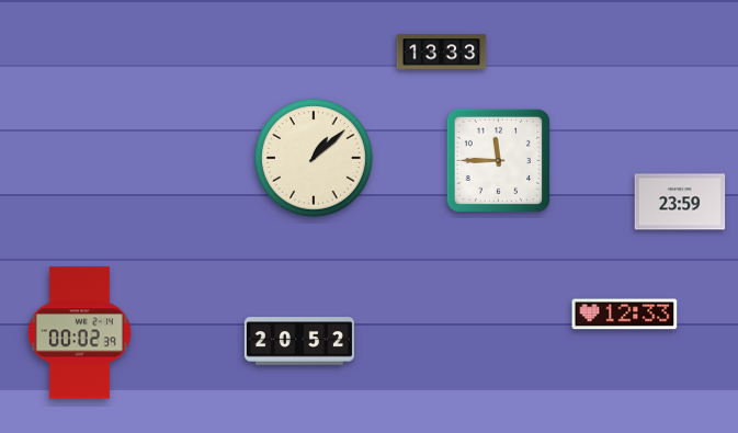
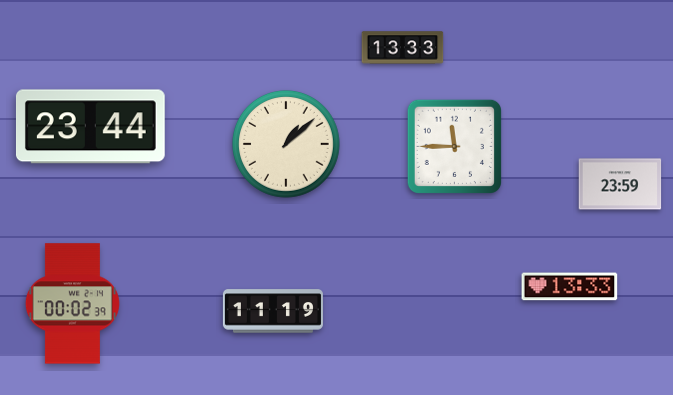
clock at (90, 127): none -> 23:44
clock at (625, 315): 12:33 -> 13:33
clock at (299, 341): 20:52 -> 11:19
